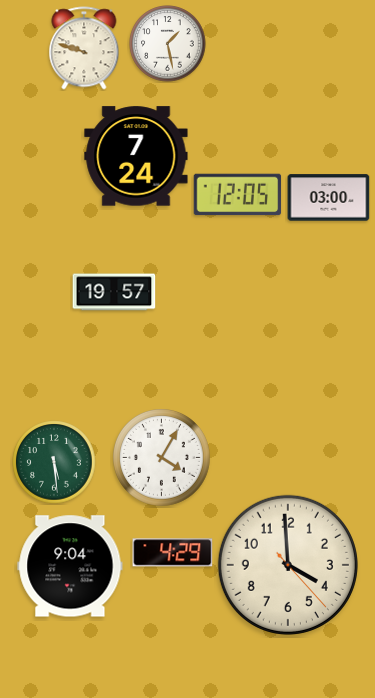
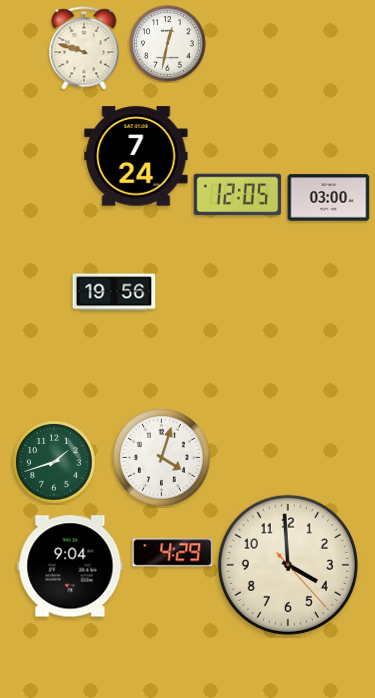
clock at (168, 44): 1:28 -> 12:32
clock at (114, 292): 19:57 -> 19:56
clock at (162, 458): 4:05 -> 4:03
clock at (54, 462): 5:29 -> 1:42
